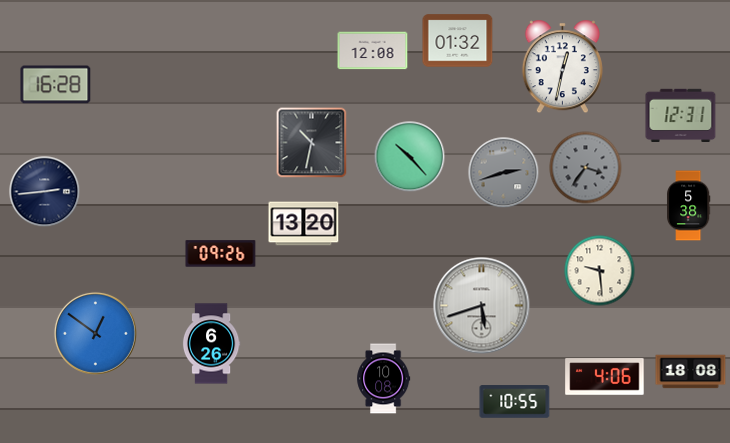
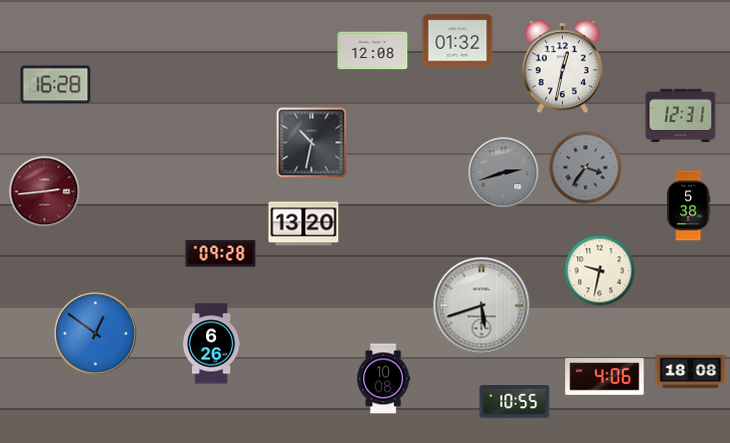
clock at (410, 157): 10:23 -> none
clock at (45, 192) dial: navy -> burgundy
clock at (221, 254): 09:26 -> 09:28
clock at (600, 271): 9:29 -> 9:32
